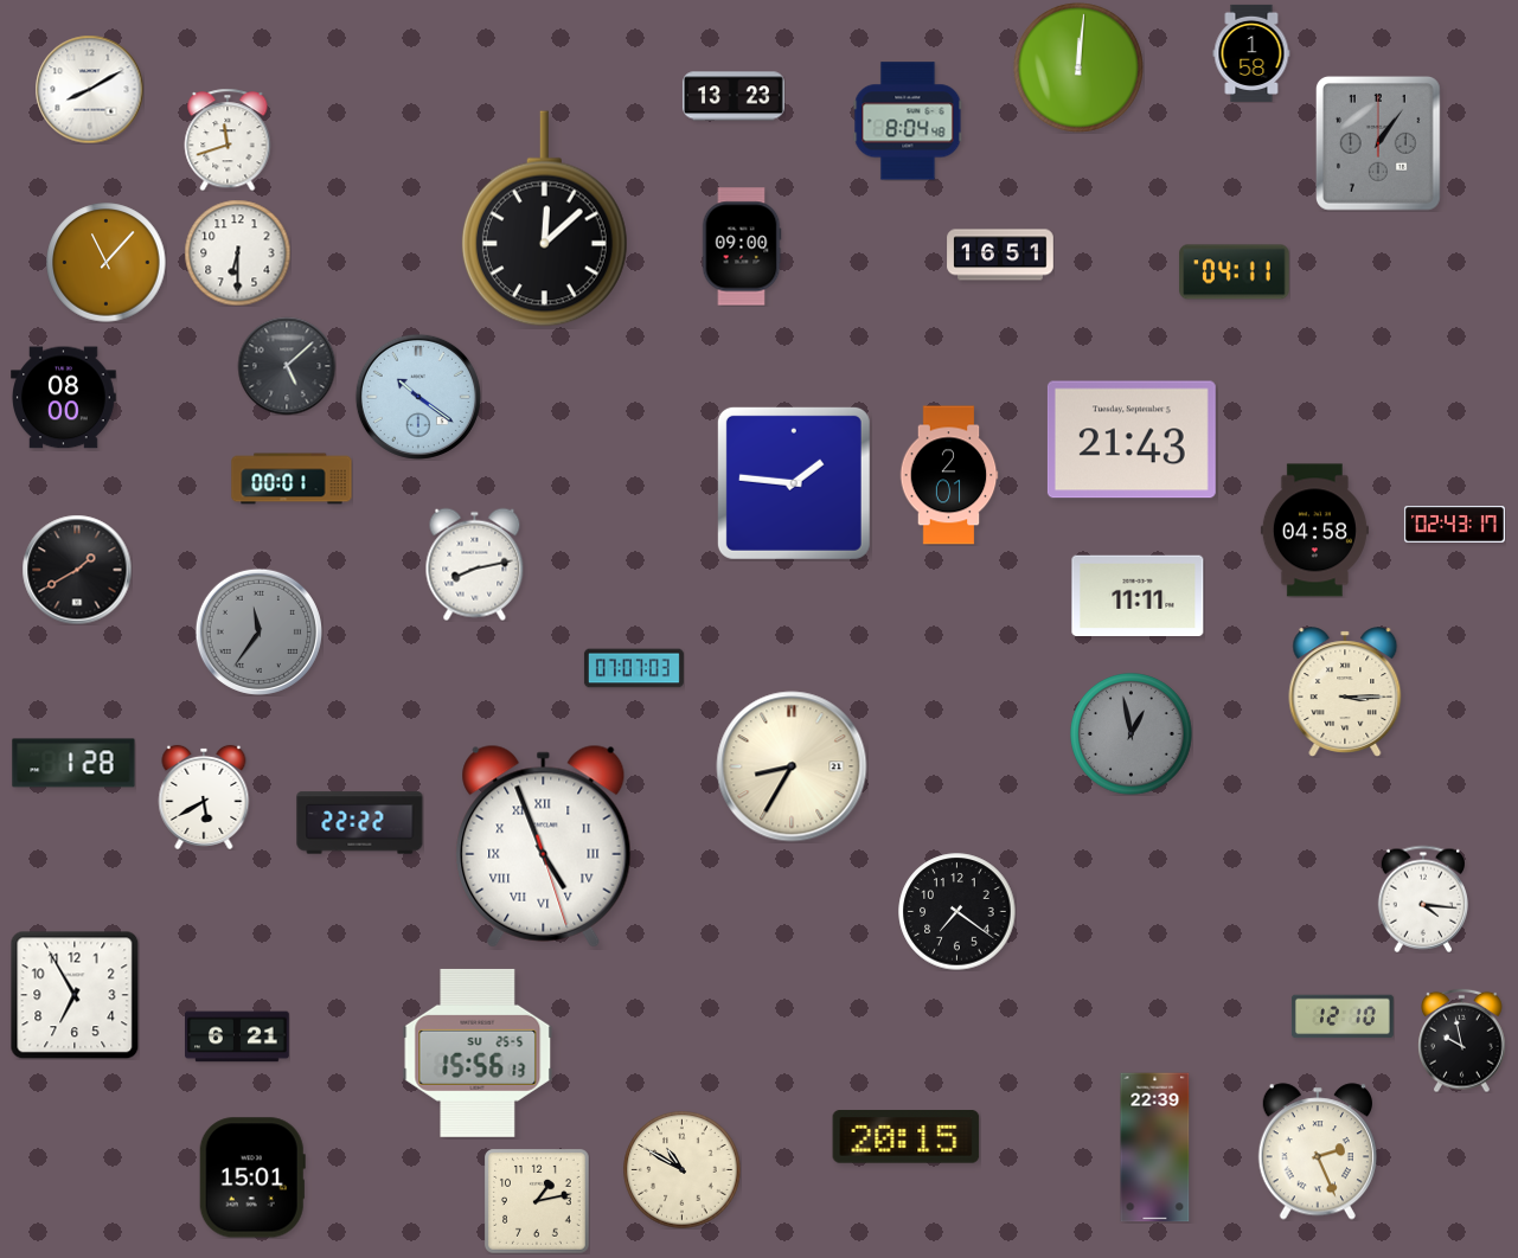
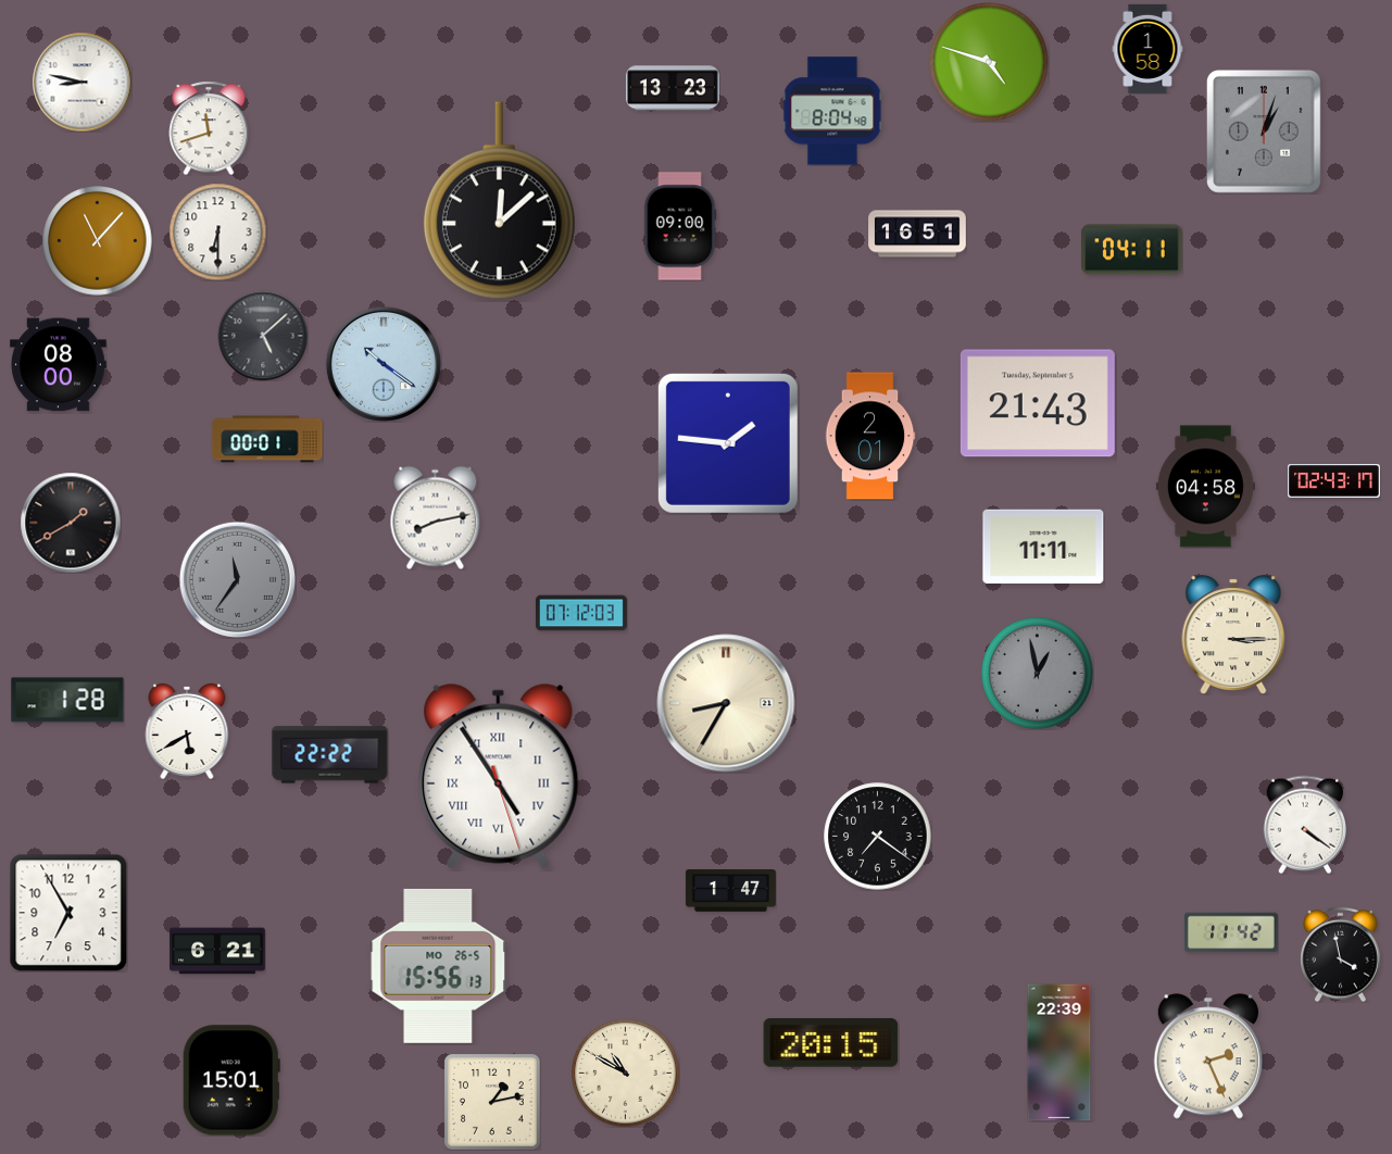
clock at (1078, 68): 12:01 -> 4:48
clock at (89, 89): 8:10 -> 8:47
clock at (1378, 145): 1:06 -> 1:03
clock at (634, 668): 07:07 -> 07:12
clock at (544, 846): 4:56 -> 4:54
clock at (1422, 899): 4:16 -> 4:21
clock at (730, 891): none -> 1:47
clock at (1343, 1016): 12:10 -> 11:42
clock at (1462, 1040): 9:58 -> 3:58
clock at (478, 1053) date: SU 25-5 -> MO 26-5
